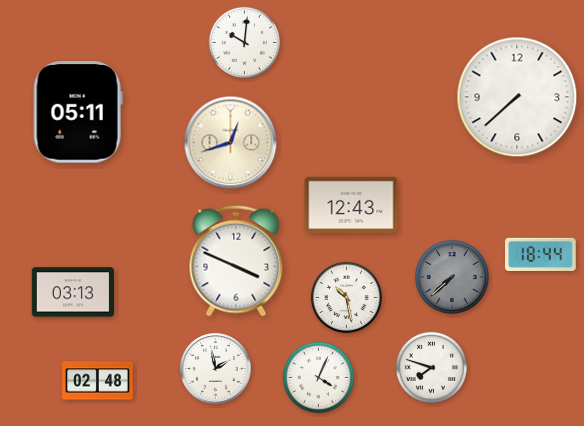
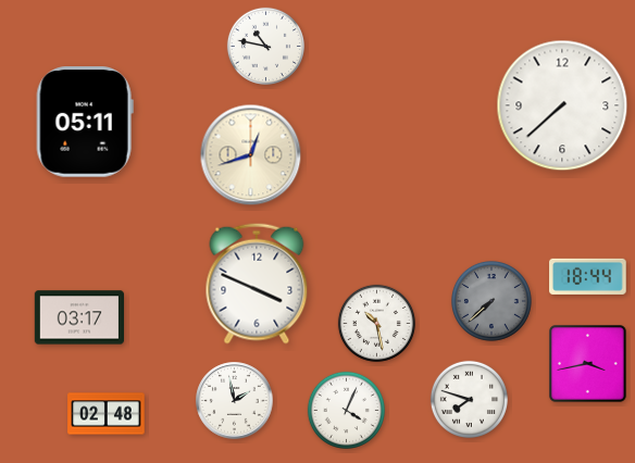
clock at (244, 42): 10:01 -> 10:47
clock at (351, 205): 12:43 -> none
clock at (72, 292): 03:13 -> 03:17
clock at (588, 364): none -> 3:43
